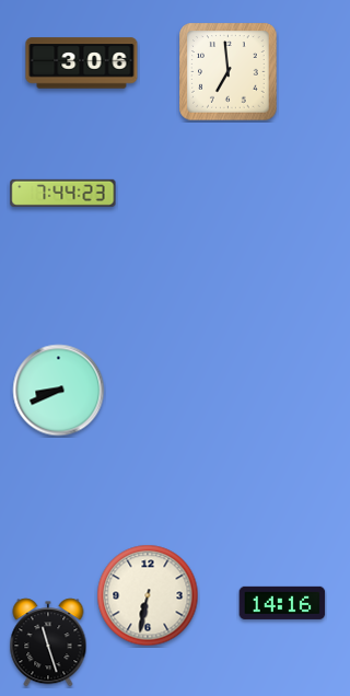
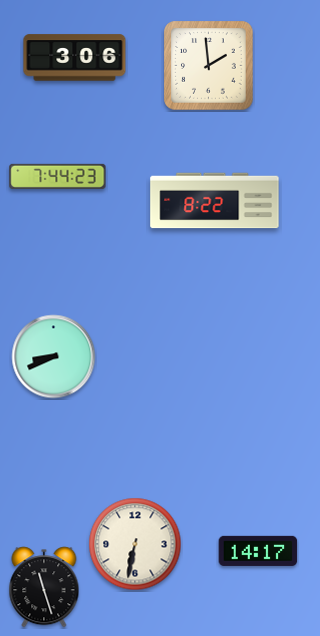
clock at (229, 72): 6:59 -> 1:59
clock at (215, 201): none -> 8:22
clock at (282, 603): 14:16 -> 14:17
